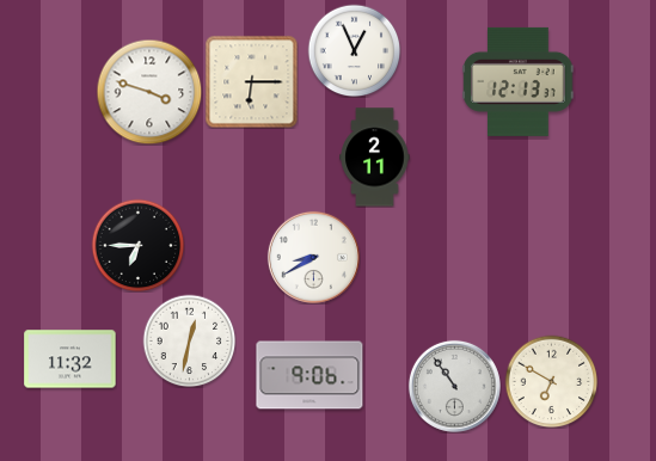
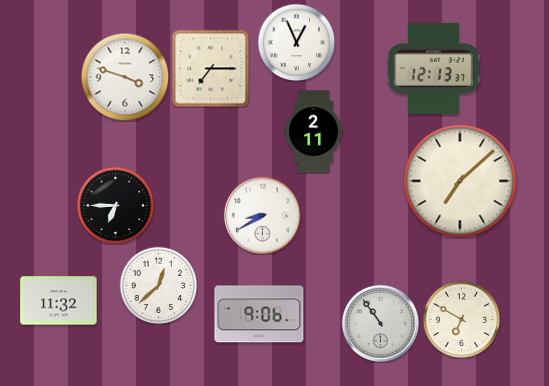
clock at (251, 81): 6:15 -> 7:15
clock at (460, 181): none -> 7:08
clock at (189, 340): 12:32 -> 12:38
